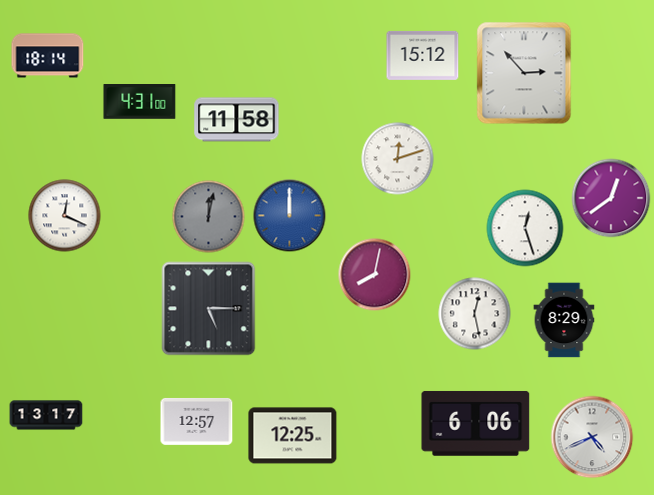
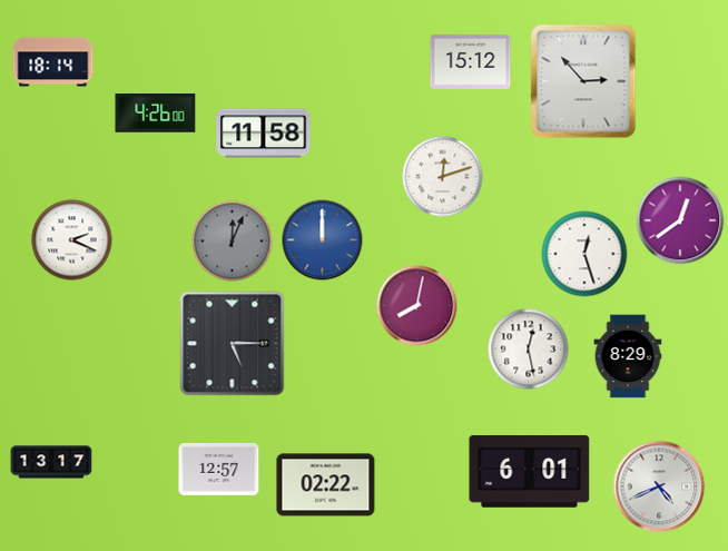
clock at (140, 102): 4:31 -> 4:26
clock at (65, 216): 12:19 -> 2:19
clock at (209, 217): 12:02 -> 12:04
clock at (476, 423): 6:06 -> 6:01
clock at (293, 436): 12:25 -> 02:22
